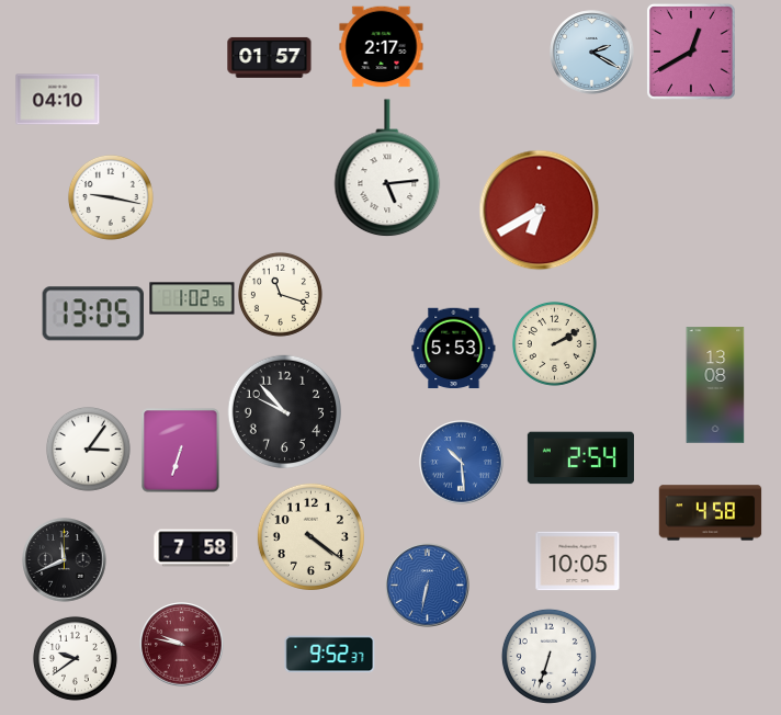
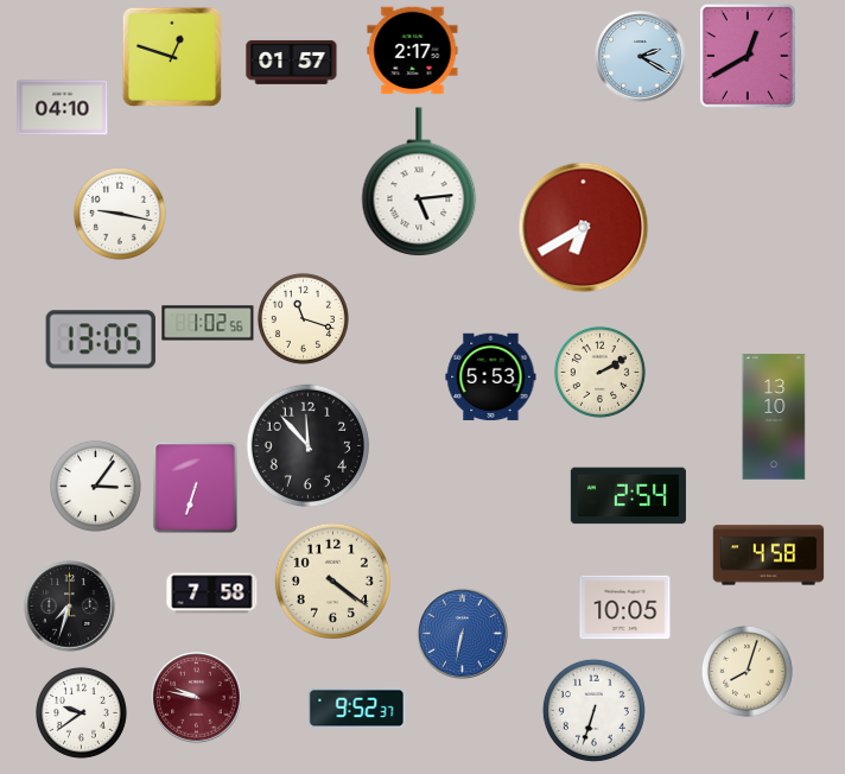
clock at (172, 57): none -> 12:48
clock at (715, 385): 13:08 -> 13:10
clock at (284, 411): 9:53 -> 11:53
clock at (462, 463): 10:29 -> none
clock at (310, 536) position: (310, 536) -> (332, 580)
clock at (65, 560): 11:41 -> 7:33
clock at (746, 671): none -> 8:03
